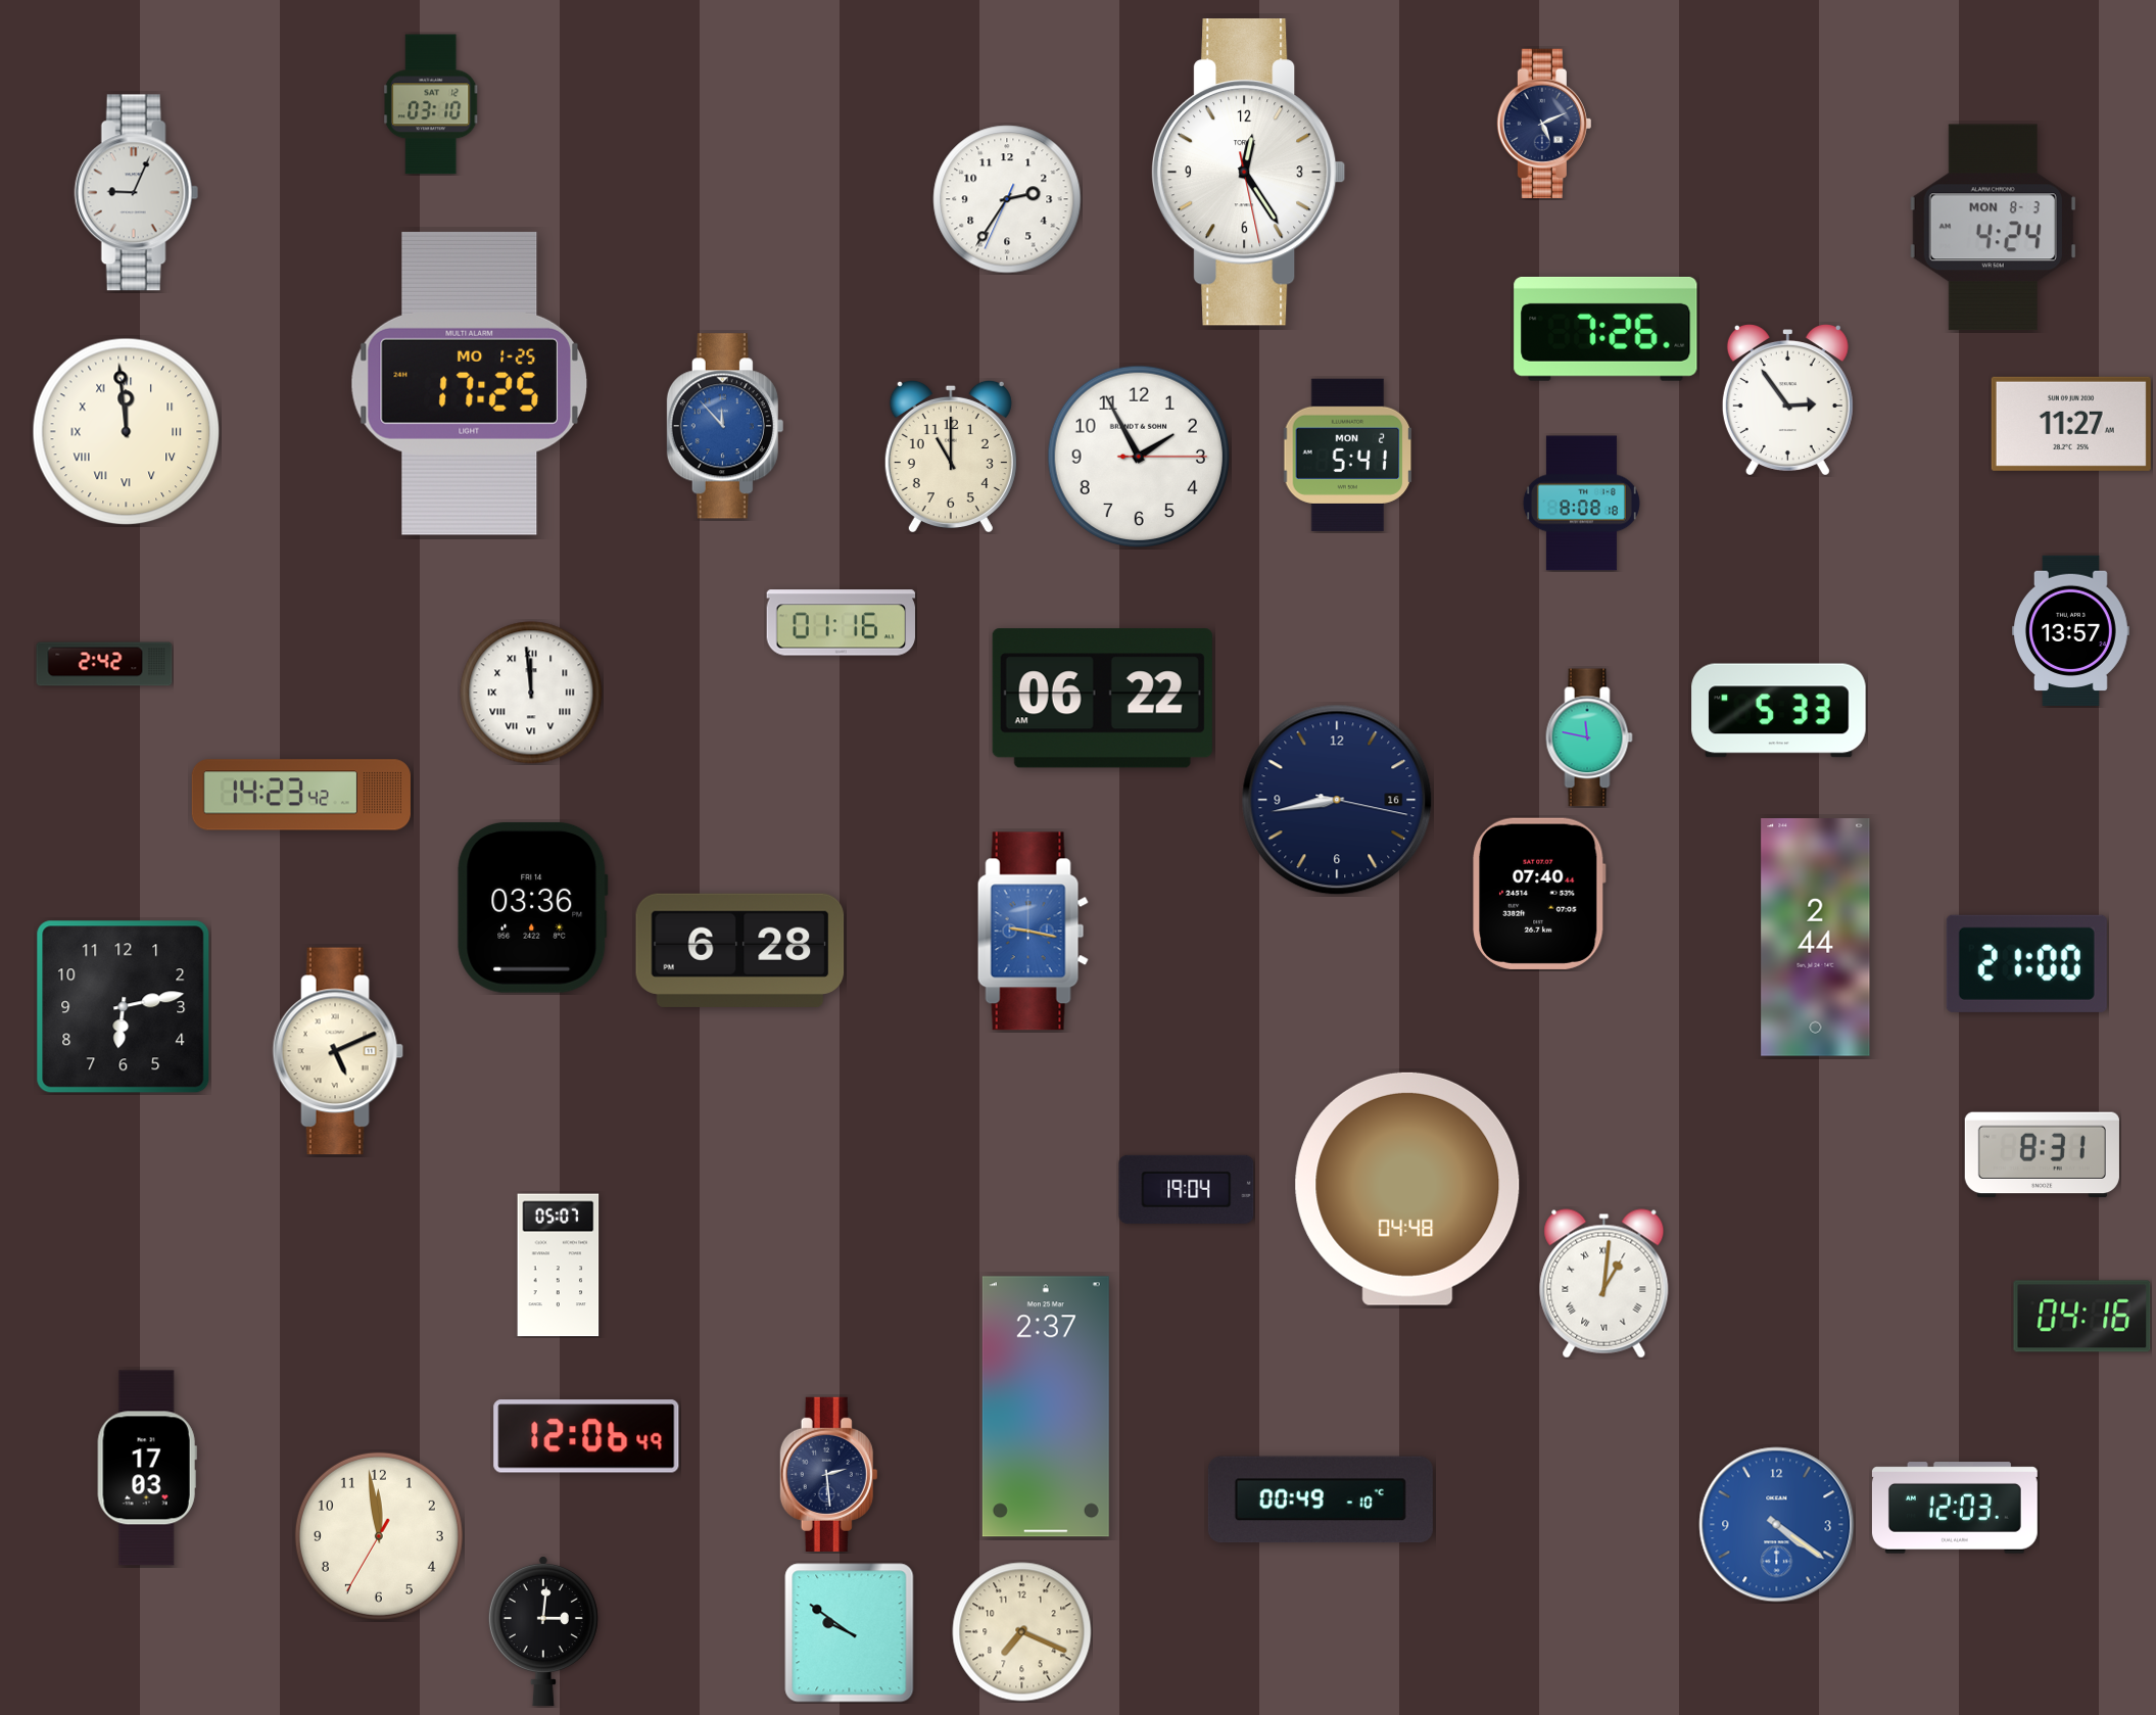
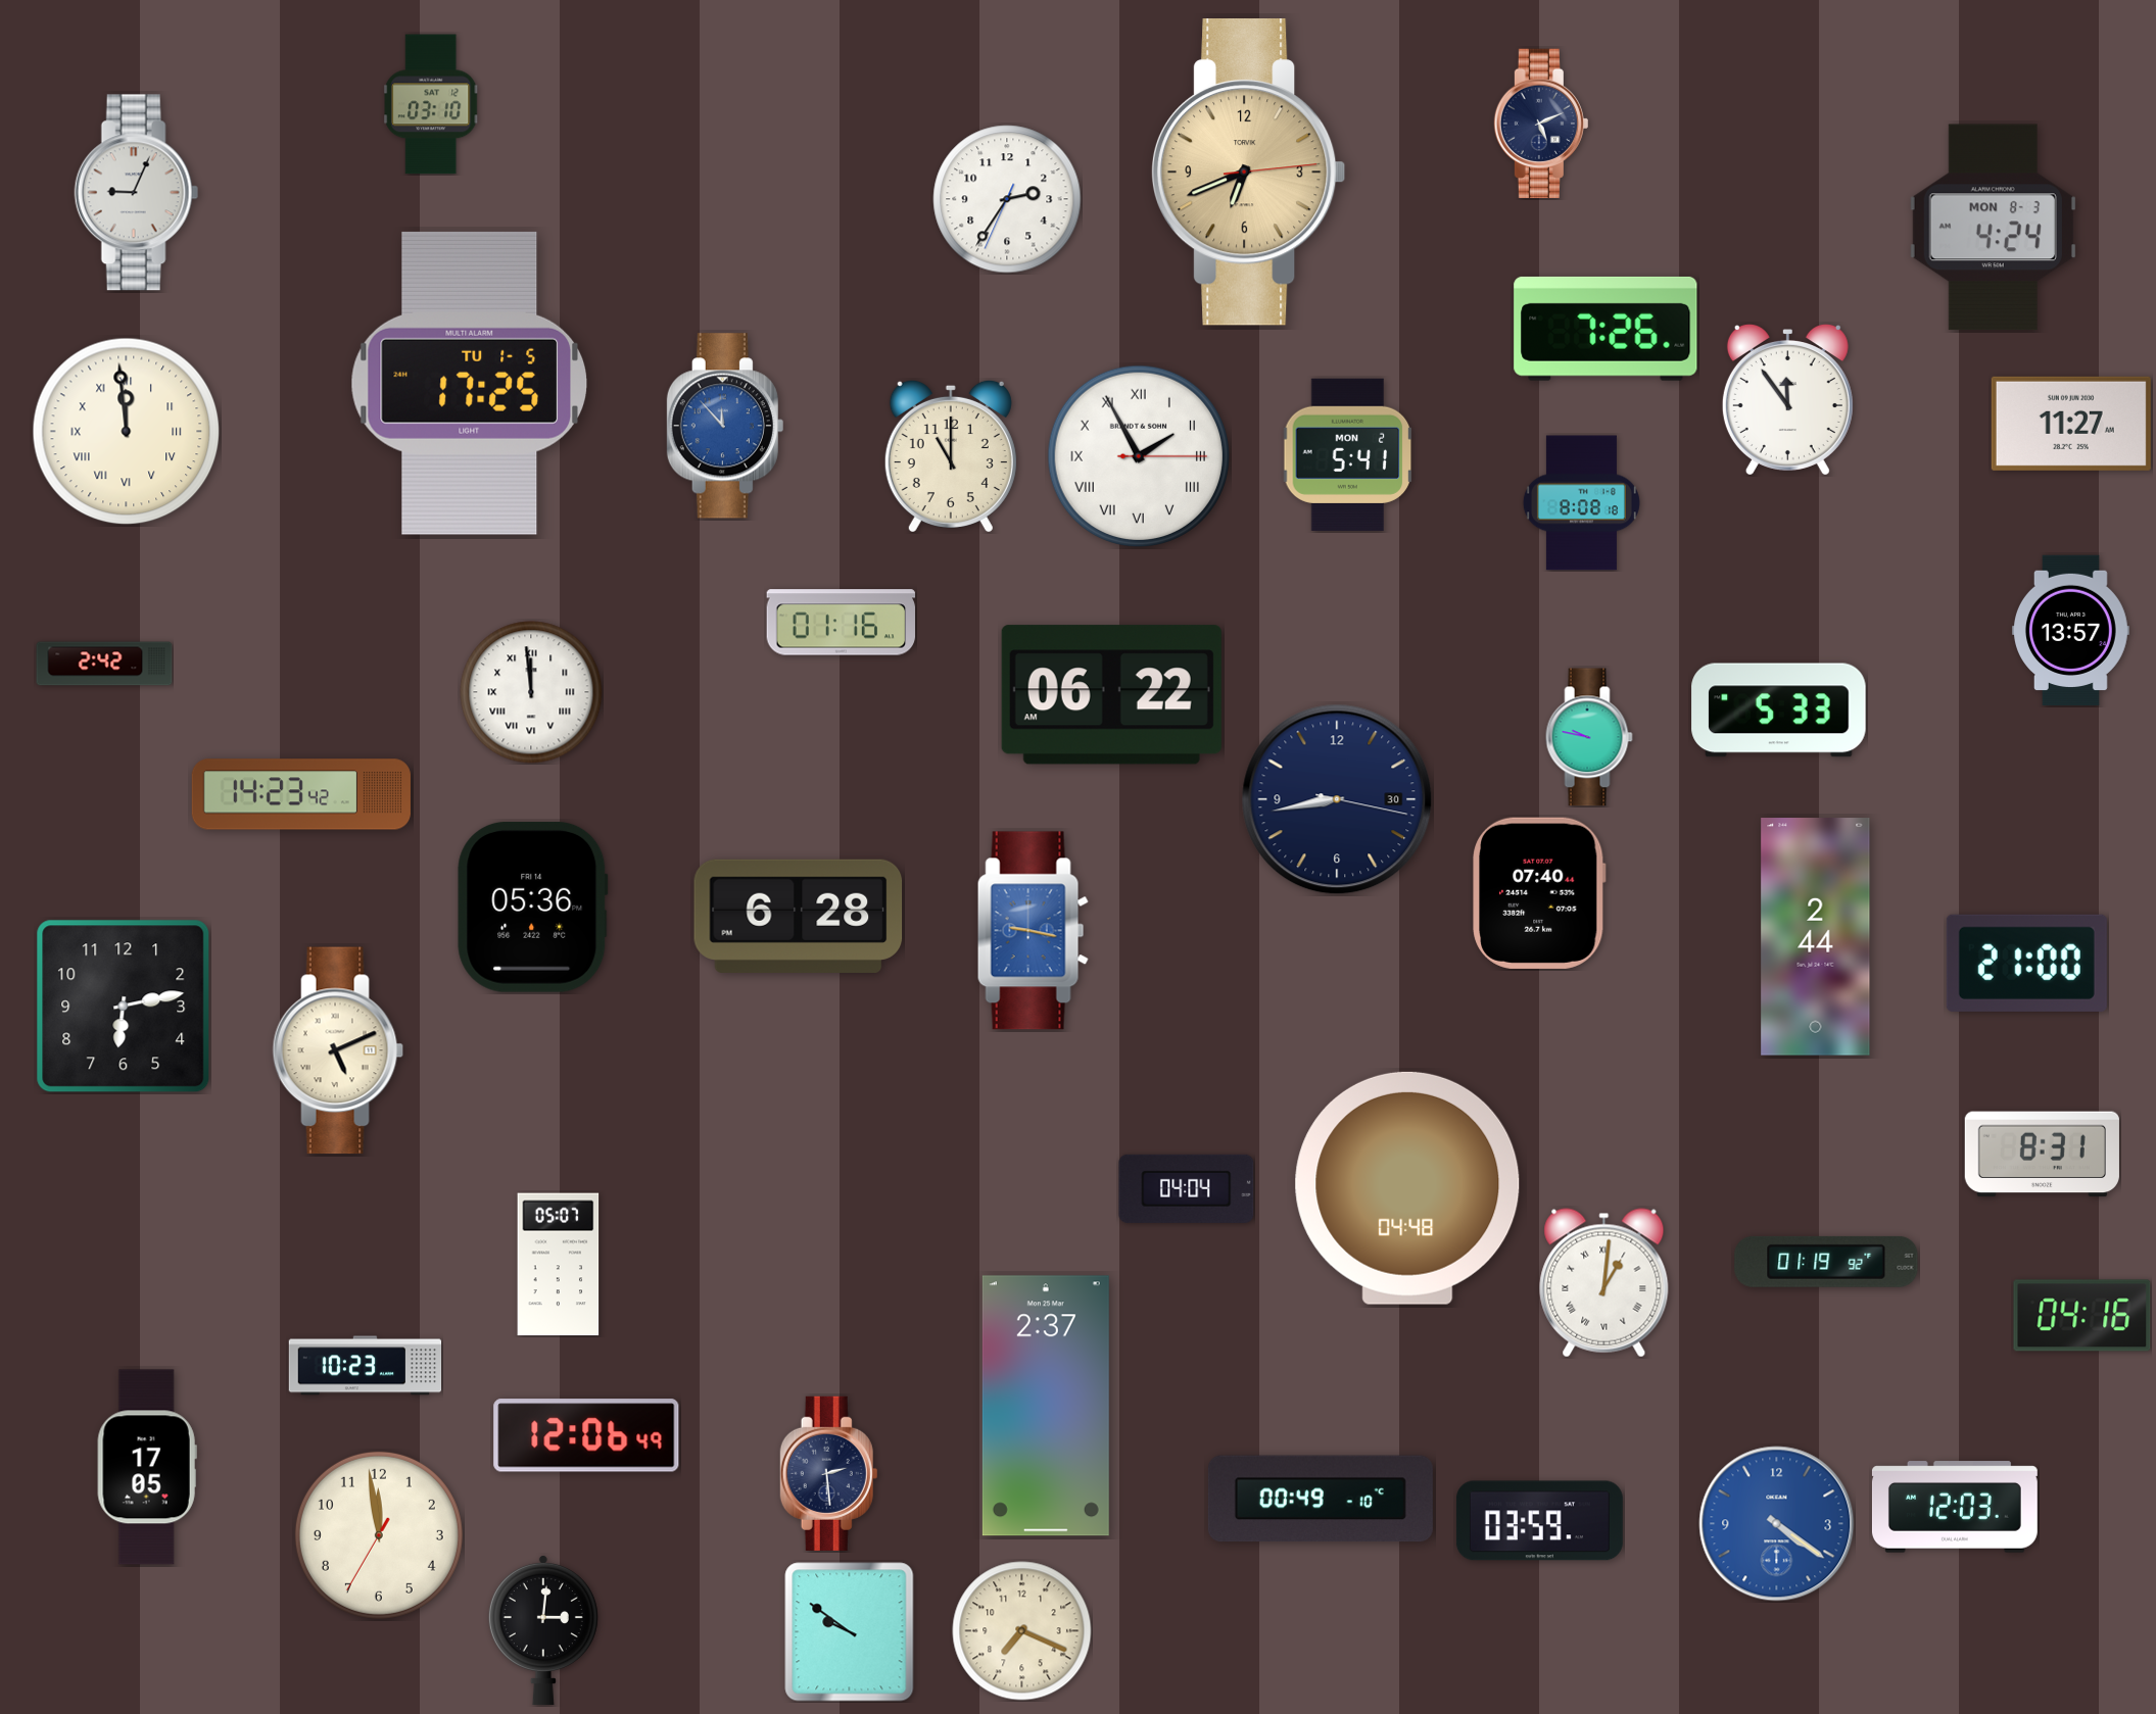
clock at (1544, 124) position: (1544, 124) -> (1541, 124)
clock at (1248, 173): 12:24 -> 6:41
clock at (1248, 173) dial: white -> champagne
clock at (469, 383) date: MO 1-25 -> TU 1-5
clock at (1787, 400): 2:54 -> 11:54
clock at (1138, 456) numerals: Arabic -> Roman
clock at (1102, 699) position: (1102, 699) -> (1111, 695)
clock at (1589, 737): 11:47 -> 9:47
clock at (1337, 800) date: 16 -> 30
clock at (533, 907): 03:36 -> 05:36
clock at (740, 950) position: (740, 950) -> (799, 916)
clock at (1187, 1189): 19:04 -> 04:04
clock at (1826, 1262): none -> 01:19
clock at (366, 1366): none -> 10:23
clock at (147, 1468): 17:03 -> 17:05
clock at (1539, 1521): none -> 03:59
